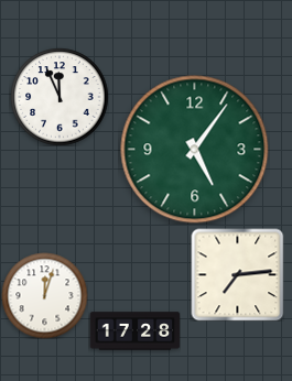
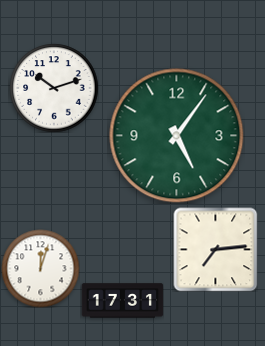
clock at (60, 97): 11:56 -> 10:12
clock at (134, 331): 17:28 -> 17:31
